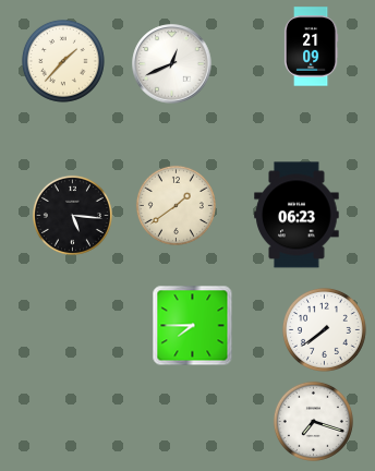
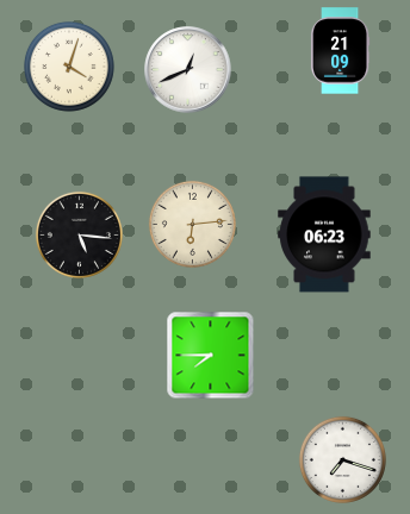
clock at (63, 61): 1:37 -> 4:03
clock at (176, 205): 1:39 -> 6:14
clock at (324, 329): 7:39 -> none
